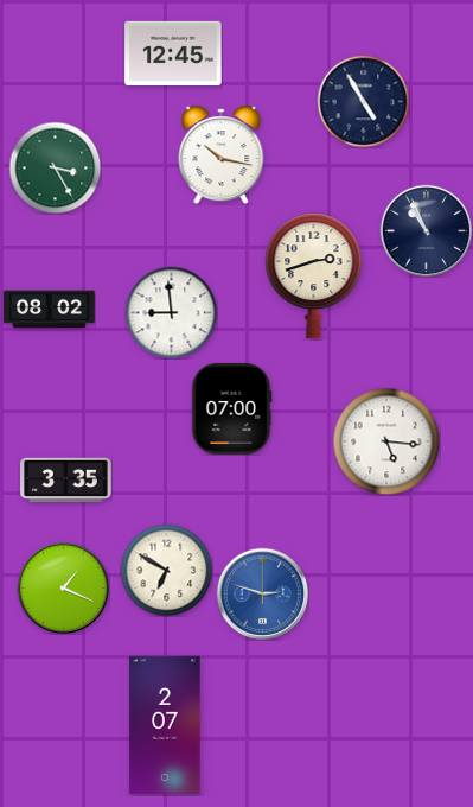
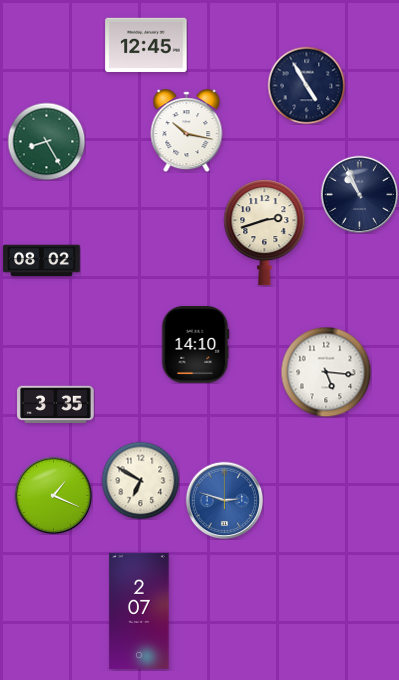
clock at (55, 167): 3:25 -> 8:25
clock at (171, 312): 8:59 -> none
clock at (231, 409): 07:00 -> 14:10
clock at (262, 593) position: (262, 593) -> (224, 500)
